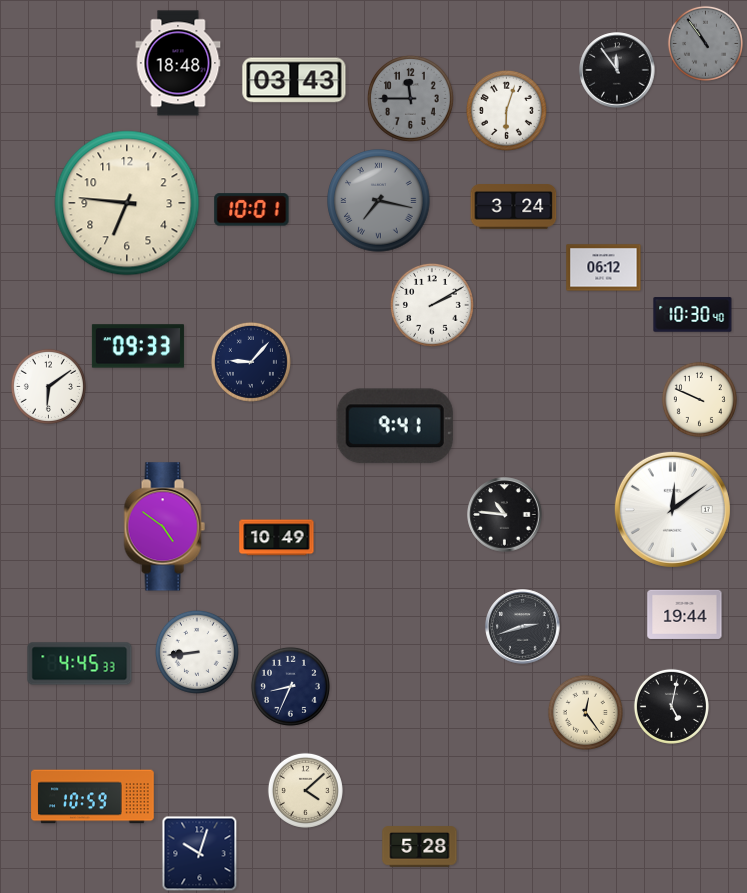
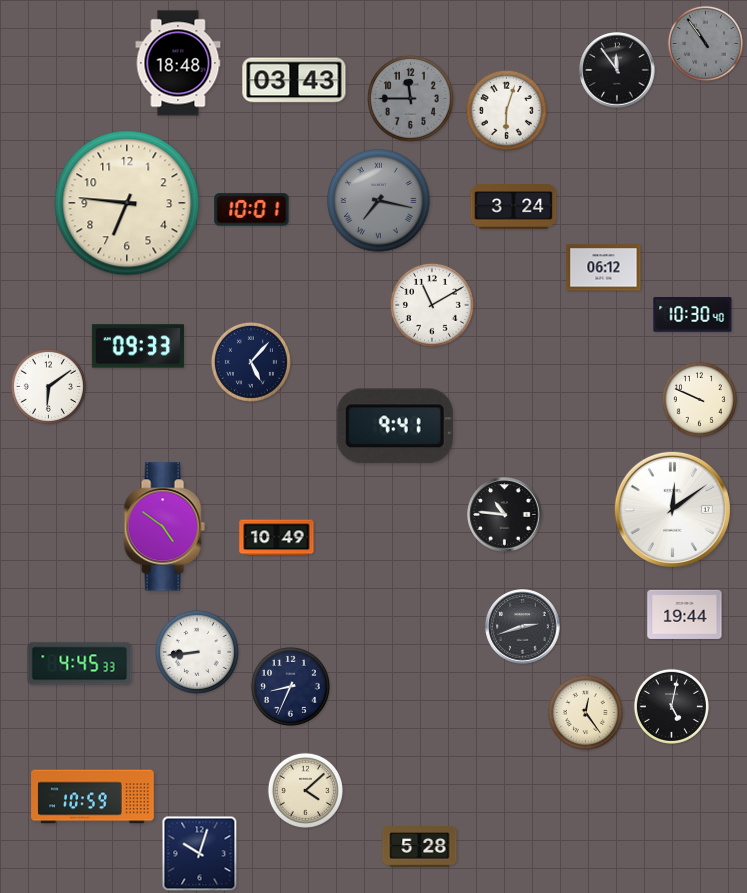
clock at (432, 305): 2:10 -> 11:10
clock at (251, 362): 9:07 -> 5:07
